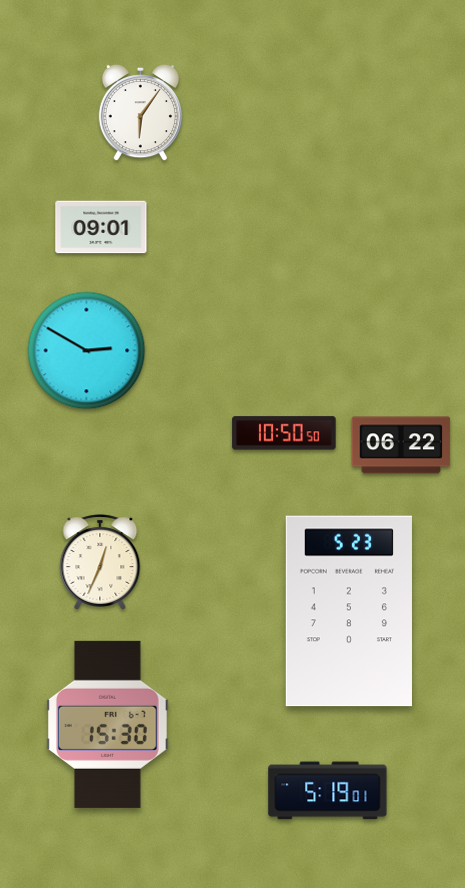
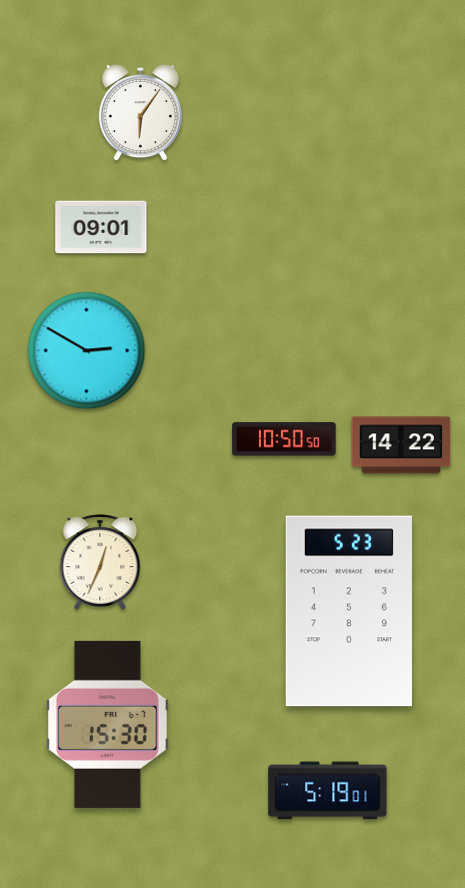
clock at (284, 433) position: (284, 433) -> (284, 439)
clock at (401, 445): 06:22 -> 14:22
